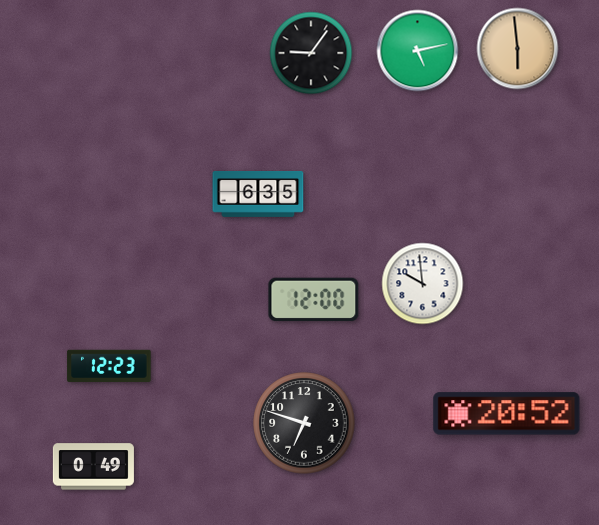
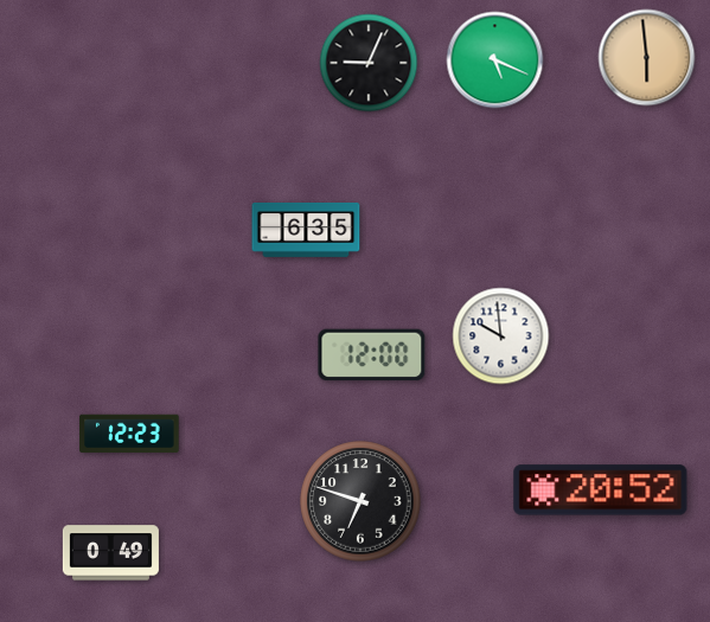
clock at (518, 49) position: (518, 49) -> (647, 58)
clock at (418, 51): 5:13 -> 5:19
clock at (311, 53): 9:06 -> 9:04
